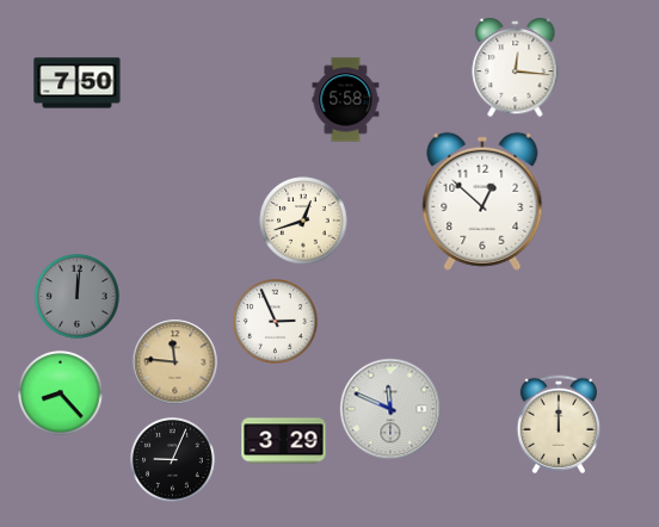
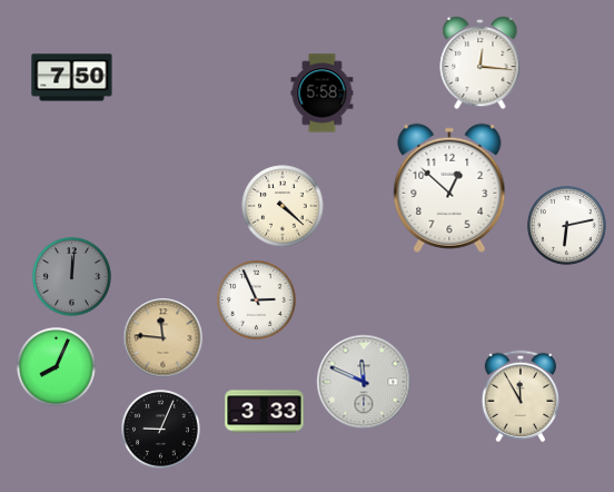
clock at (303, 221): 12:42 -> 4:22
clock at (567, 226): none -> 6:13
clock at (61, 393): 8:23 -> 8:04
clock at (558, 423): 12:00 -> 11:55
clock at (284, 441): 3:29 -> 3:33
